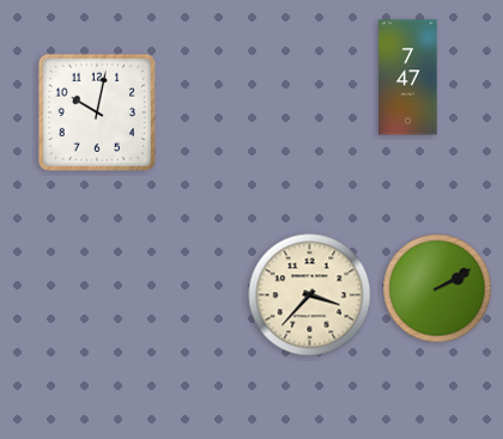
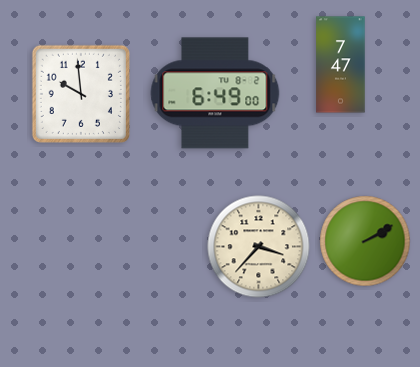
clock at (215, 93): none -> 6:49
clock at (97, 112): 10:02 -> 9:59
